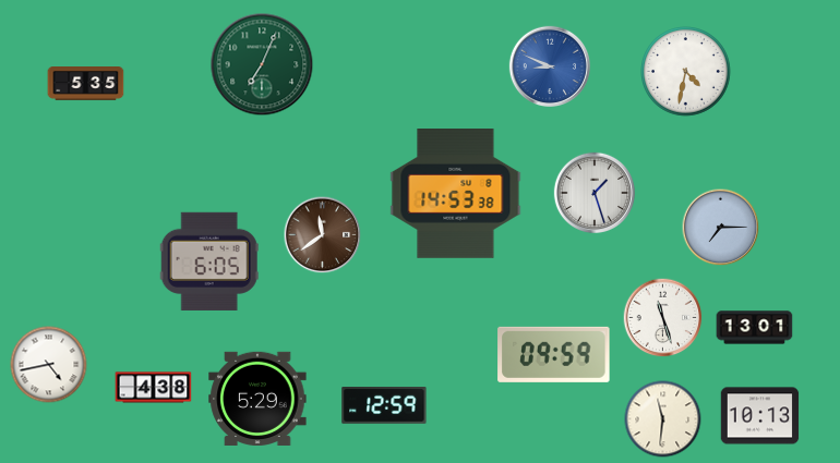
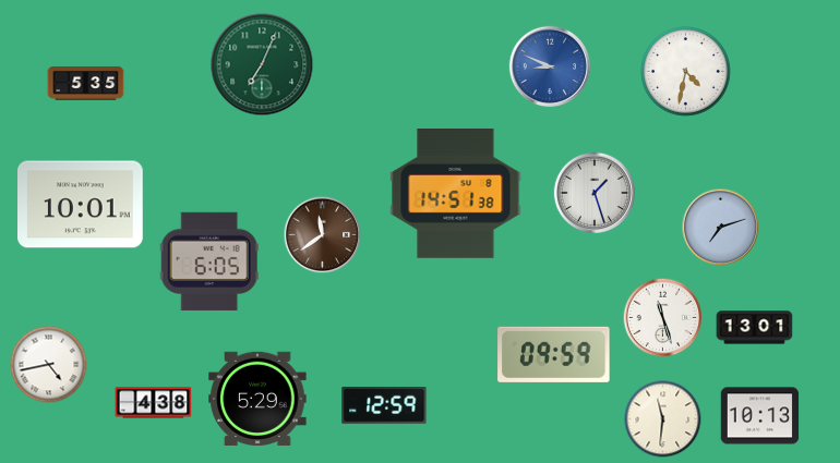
clock at (456, 194): 14:53 -> 14:51
clock at (81, 205): none -> 10:01
clock at (721, 228): 7:15 -> 7:12
clock at (154, 388) position: (154, 388) -> (154, 403)
